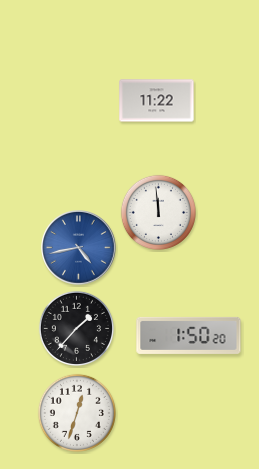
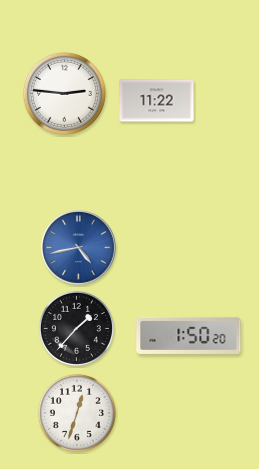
clock at (64, 93): none -> 2:46
clock at (158, 212): 11:59 -> none
